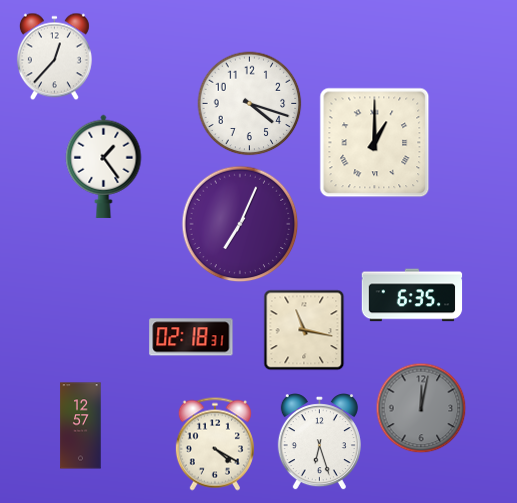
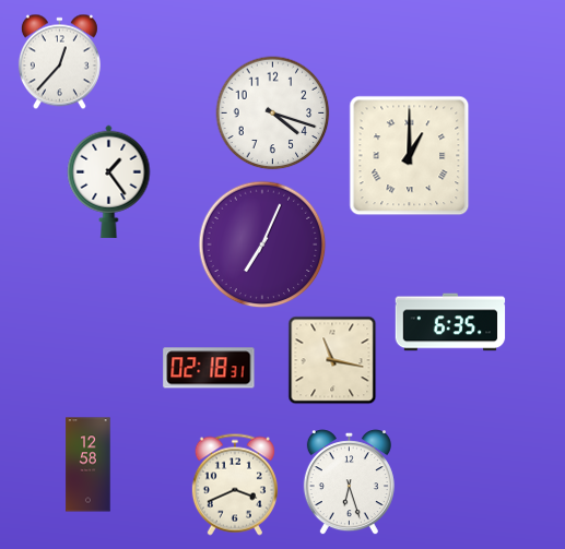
clock at (104, 166) position: (104, 166) -> (109, 181)
clock at (421, 408): 12:02 -> none
clock at (81, 426): 12:57 -> 12:58
clock at (215, 444): 4:20 -> 3:41
